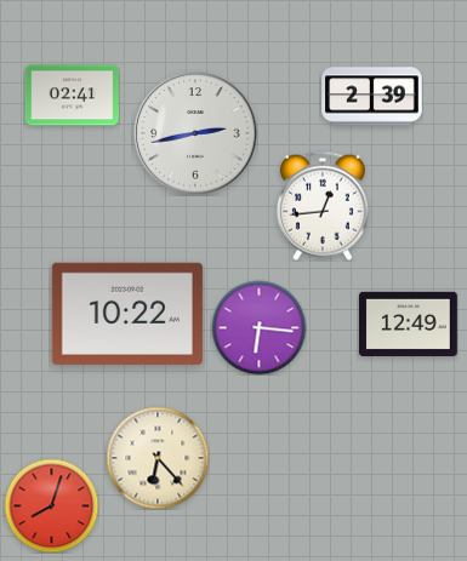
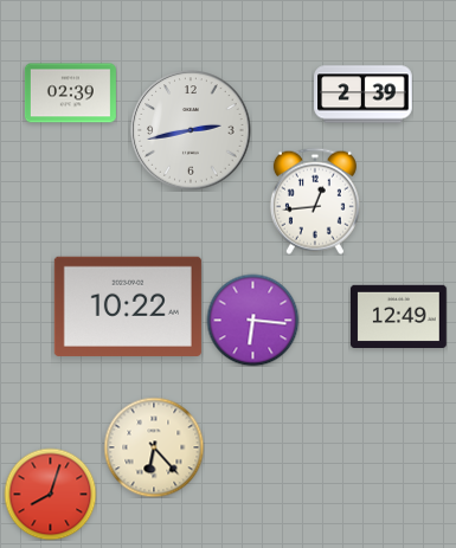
clock at (72, 96): 02:41 -> 02:39
clock at (127, 314) position: (127, 314) -> (128, 307)
